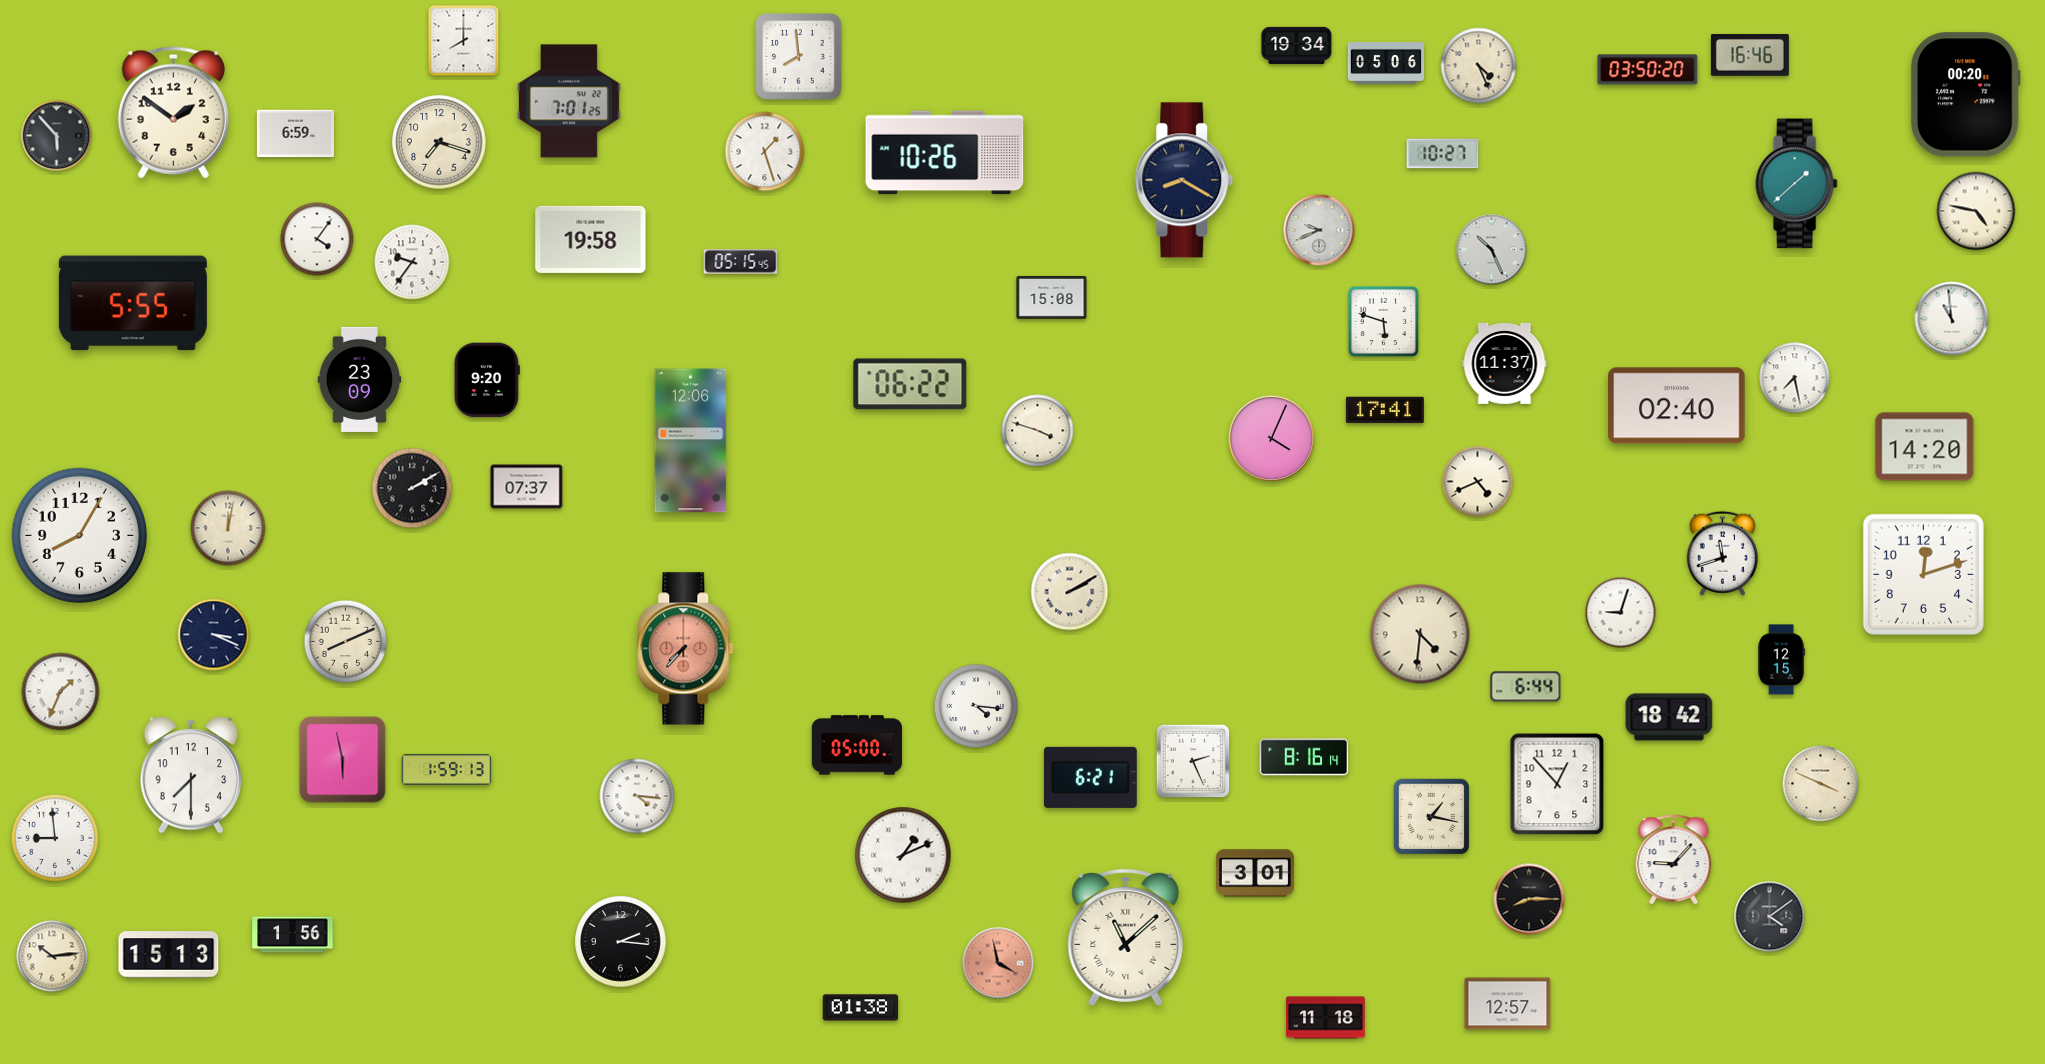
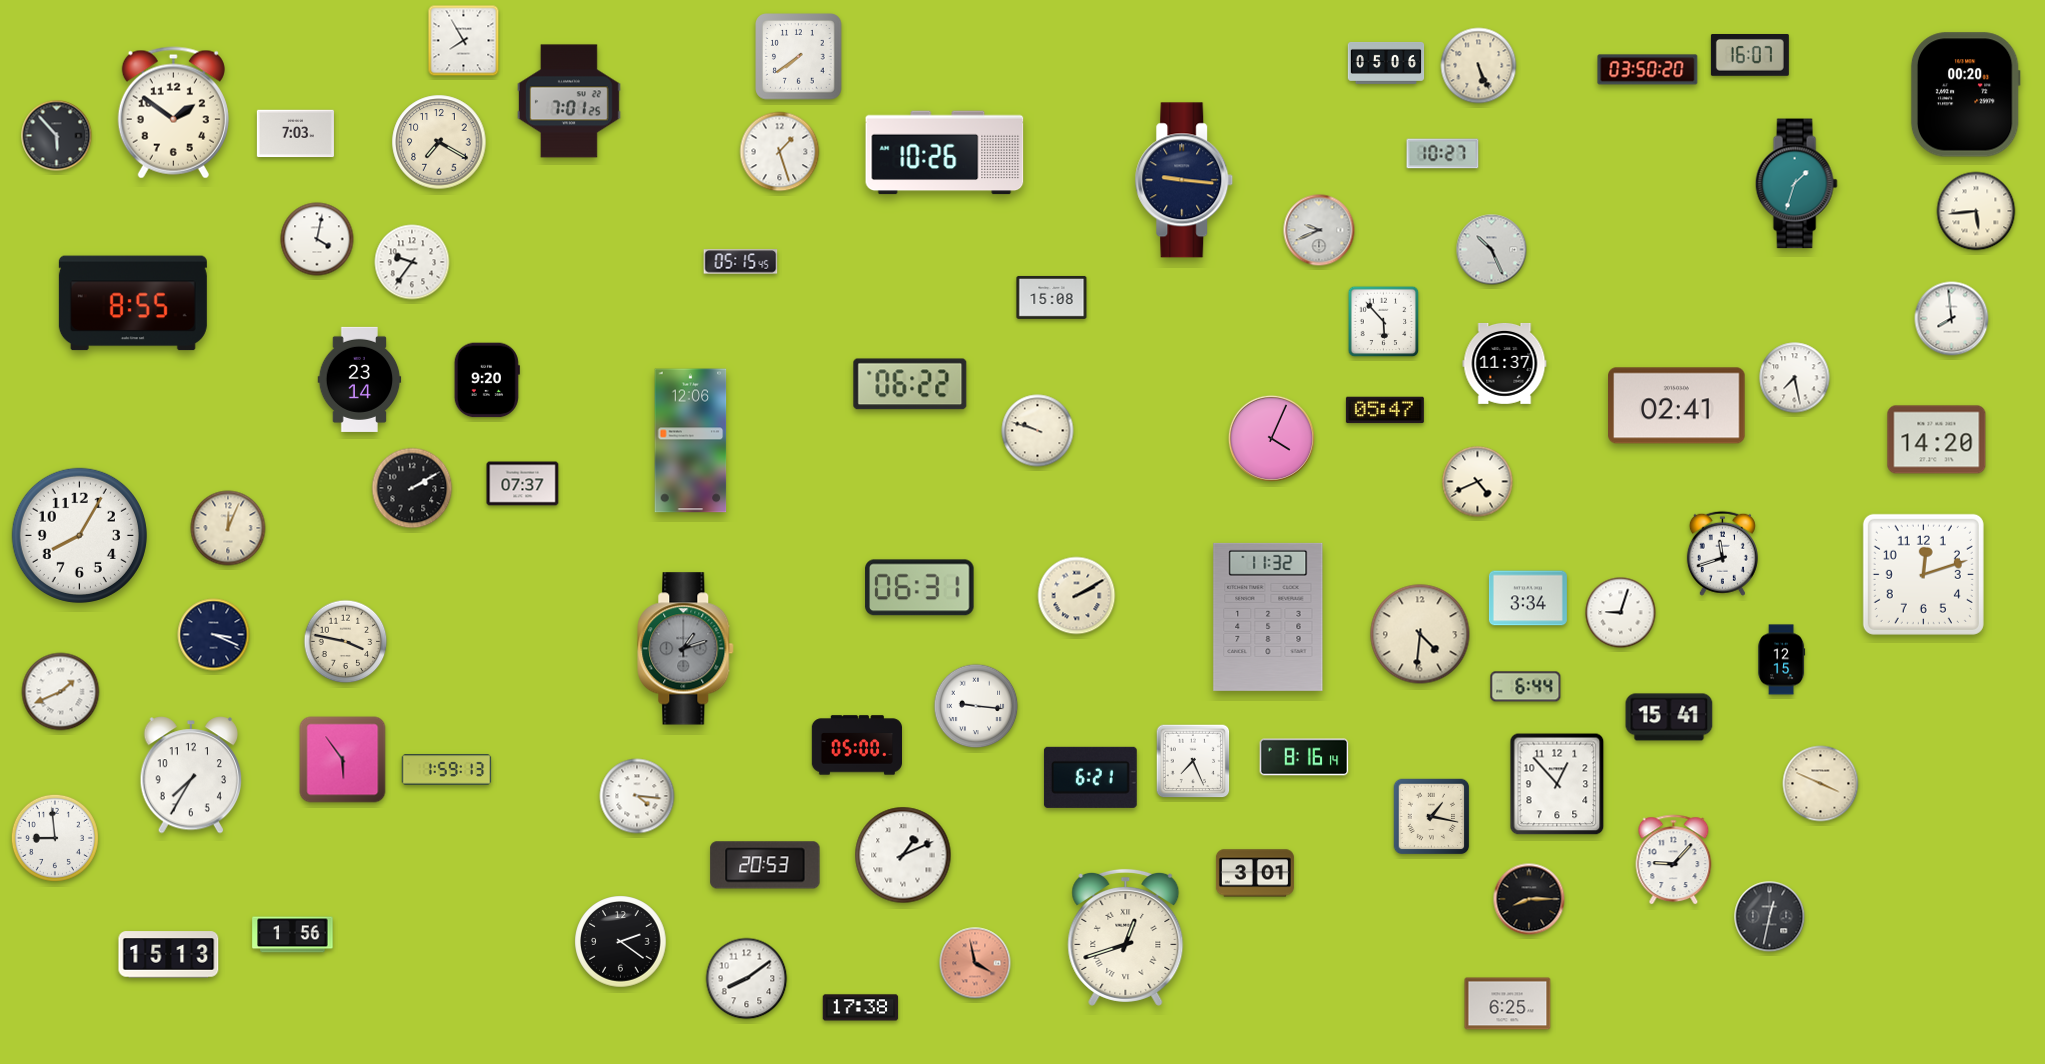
clock at (464, 41): 8:00 -> 7:55
clock at (1297, 45): 19:34 -> none
clock at (1750, 56): 16:46 -> 16:07
clock at (799, 57): 7:59 -> 7:39
clock at (1479, 66): 4:26 -> 5:26
clock at (295, 134): 6:59 -> 7:03
clock at (439, 142): 7:18 -> 7:20
clock at (765, 152) position: (765, 152) -> (780, 152)
clock at (1184, 180): 8:20 -> 9:16
clock at (1796, 184): 1:38 -> 1:33
clock at (1976, 211): 4:47 -> 5:44
clock at (317, 239): 4:06 -> 4:02
clock at (591, 239): 19:58 -> none
clock at (133, 303): 5:55 -> 8:55
clock at (1952, 319): 10:59 -> 7:59
clock at (1384, 322): 5:48 -> 5:53
clock at (360, 379): 23:09 -> 23:14
clock at (1677, 406): 02:40 -> 02:41
clock at (1385, 410): 17:41 -> 05:47
clock at (1038, 431): 3:48 -> 9:48
clock at (1925, 447) position: (1925, 447) -> (1937, 440)
clock at (527, 487) position: (527, 487) -> (523, 484)
clock at (228, 528): 12:02 -> 12:04
clock at (920, 588): none -> 06:31
clock at (1070, 592) position: (1070, 592) -> (1077, 596)
clock at (1528, 598): none -> 3:34
clock at (1268, 617): none -> 11:32
clock at (346, 642): 8:11 -> 3:47
clock at (686, 649): 7:37 -> 1:12
clock at (686, 649) dial: salmon -> grey
clock at (61, 692): 1:34 -> 1:41
clock at (976, 706): 4:16 -> 9:16
clock at (1669, 717): 18:42 -> 15:41
clock at (343, 760): 5:58 -> 5:54
clock at (1193, 761): 2:26 -> 7:26
clock at (191, 775): 7:30 -> 7:35
clock at (765, 865): none -> 20:53
clock at (1770, 917): 4:09 -> 12:32
clock at (1126, 937): 11:08 -> 12:42
clock at (621, 942): 2:16 -> 2:21
clock at (52, 956): 10:14 -> none
clock at (998, 963) position: (998, 963) -> (975, 963)
clock at (747, 979): none -> 8:09
clock at (1508, 1004): 12:57 -> 6:25
clock at (861, 1008): 01:38 -> 17:38
clock at (1326, 1018): 11:18 -> none
